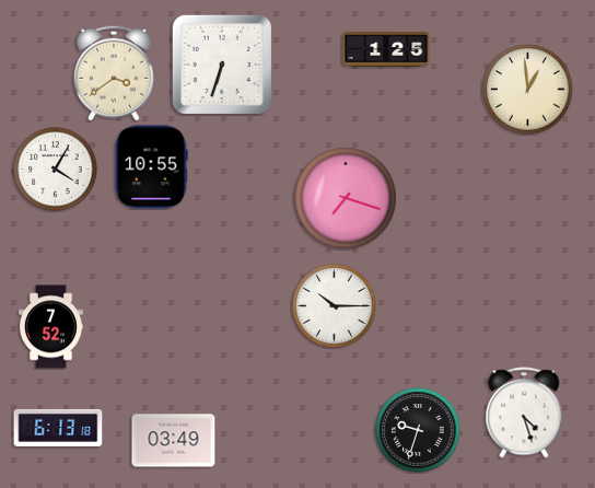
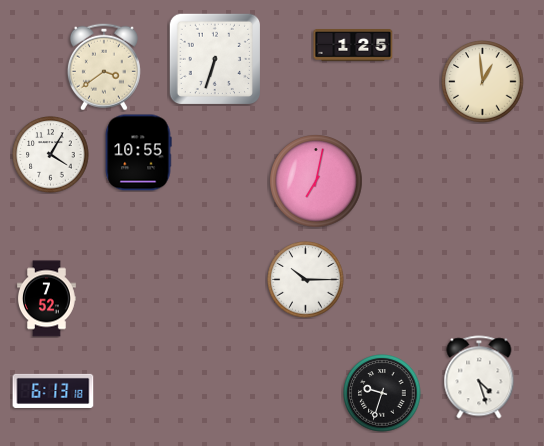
clock at (221, 63) position: (221, 63) -> (214, 58)
clock at (346, 198): 7:18 -> 7:02
clock at (174, 441): 03:49 -> none
